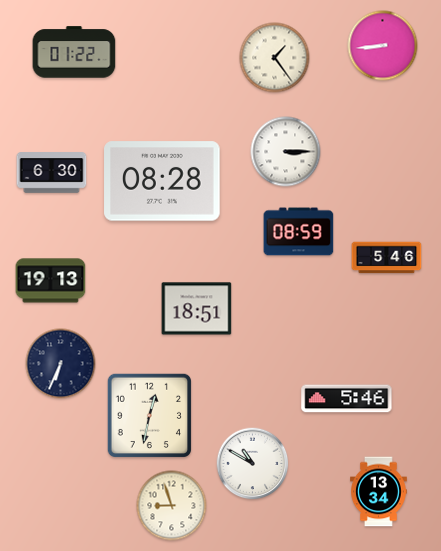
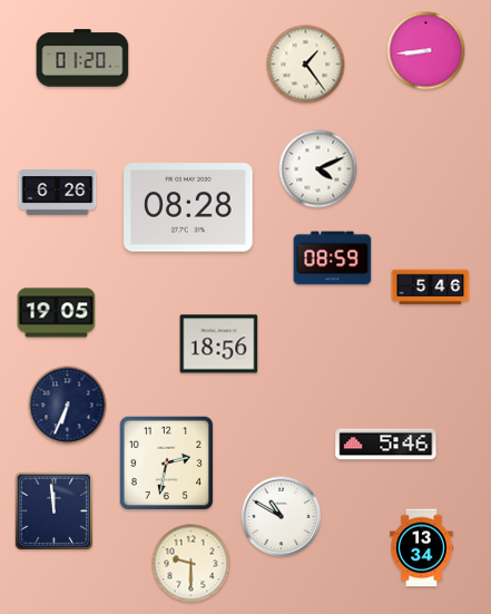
clock at (74, 52): 01:22 -> 01:20
clock at (286, 152): 3:15 -> 4:11
clock at (52, 173): 6:30 -> 6:26
clock at (162, 181) position: (162, 181) -> (188, 207)
clock at (51, 281): 19:13 -> 19:05
clock at (197, 309): 18:51 -> 18:56
clock at (149, 415): 12:32 -> 2:32
clock at (53, 510): none -> 11:59
clock at (172, 506): 8:57 -> 9:30
